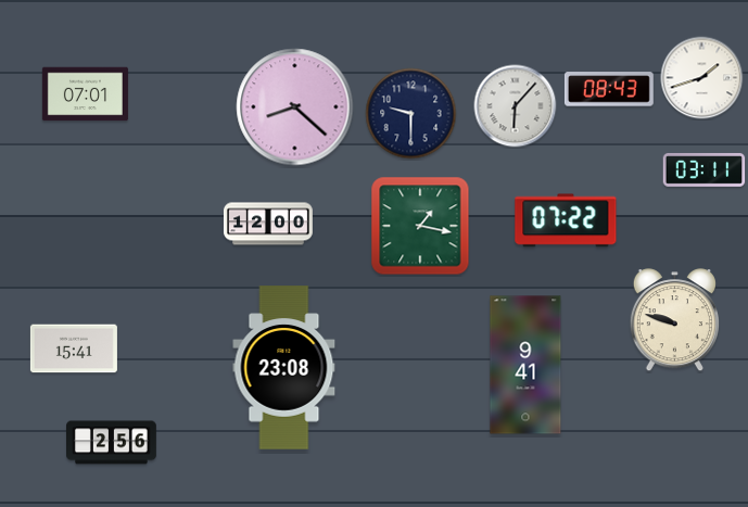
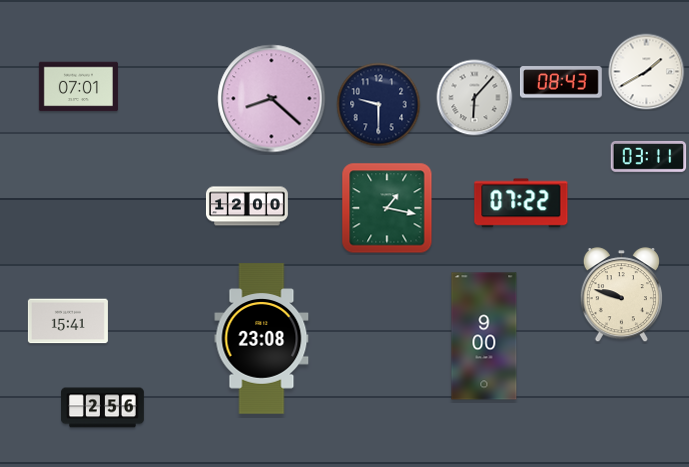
clock at (702, 78): 1:42 -> 1:40
clock at (525, 365): 9:41 -> 9:00
